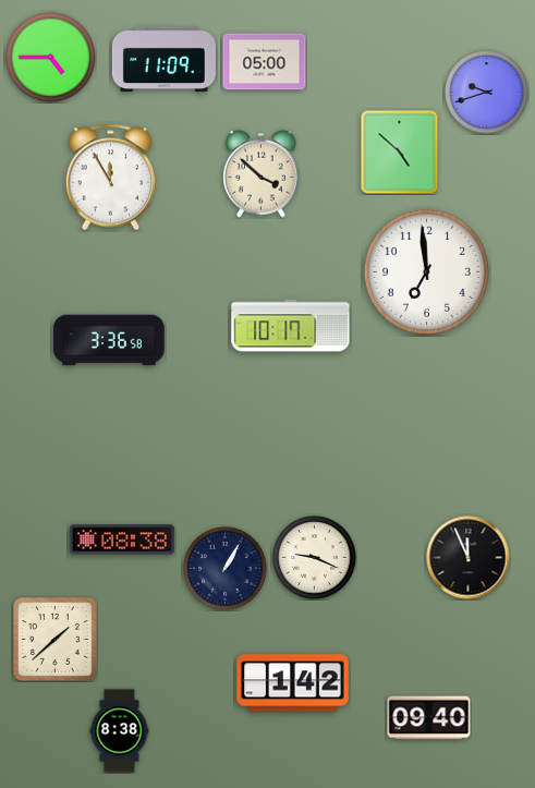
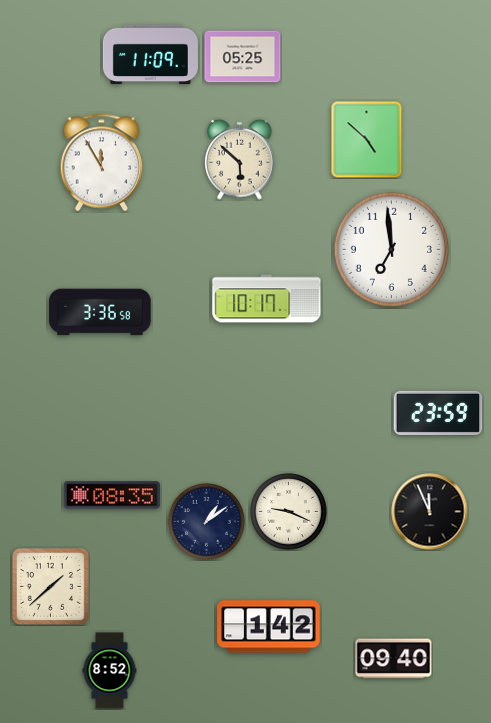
clock at (51, 58): 4:45 -> none
clock at (265, 62): 05:00 -> 05:25
clock at (487, 93): 9:42 -> none
clock at (262, 173): 3:52 -> 5:52
clock at (438, 413): none -> 23:59
clock at (122, 540): 08:38 -> 08:35
clock at (226, 569): 1:05 -> 1:09
clock at (120, 731): 8:38 -> 8:52
